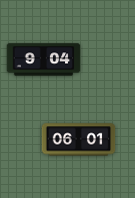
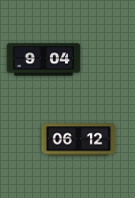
clock at (79, 140): 06:01 -> 06:12
